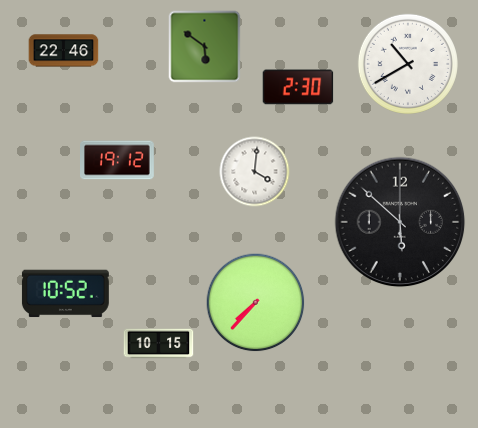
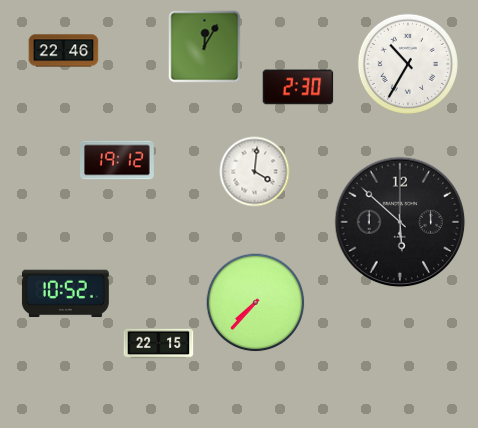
clock at (205, 47): 5:51 -> 12:05
clock at (408, 64): 10:40 -> 10:35
clock at (159, 344): 10:15 -> 22:15
